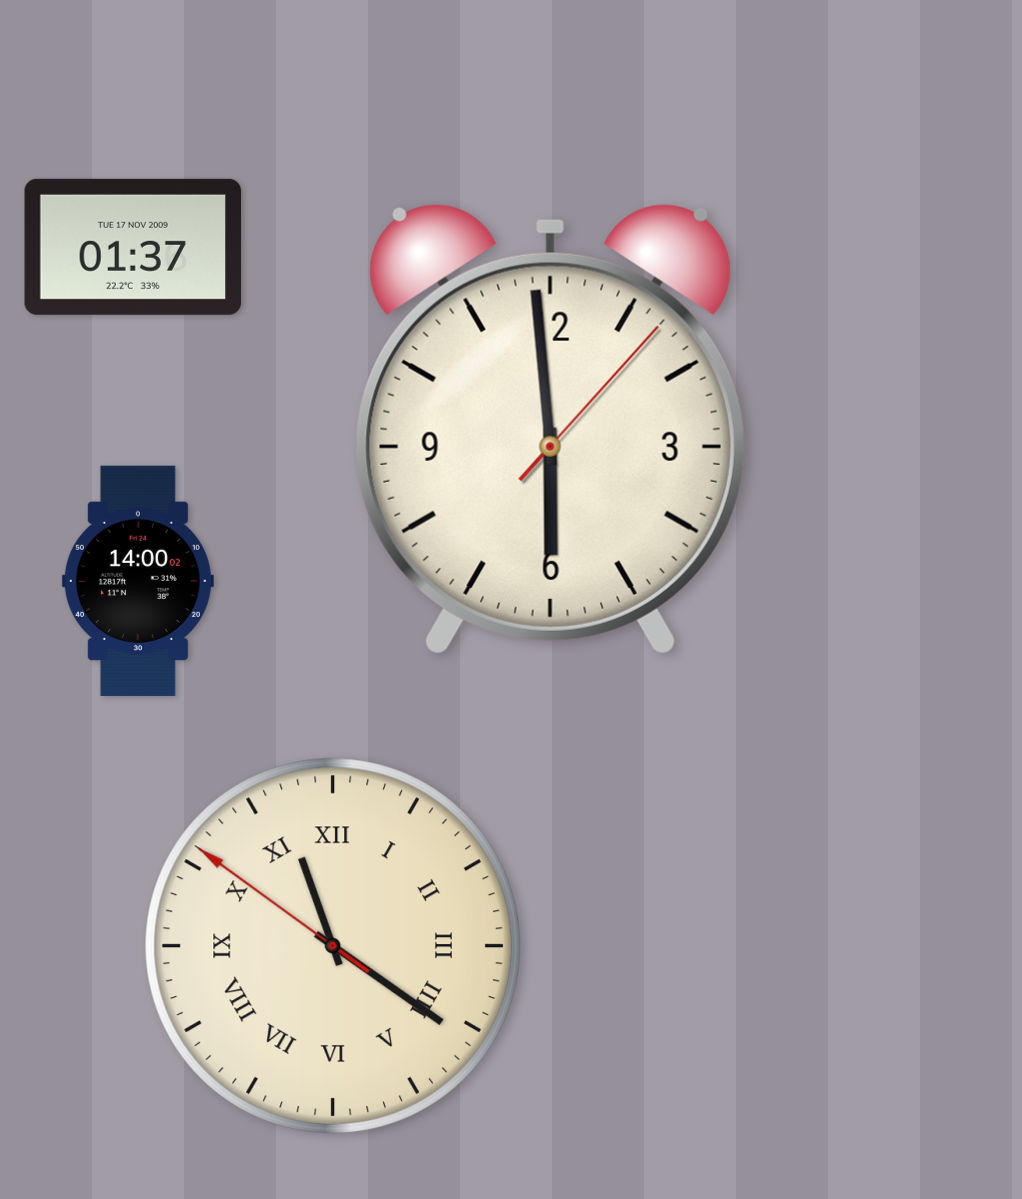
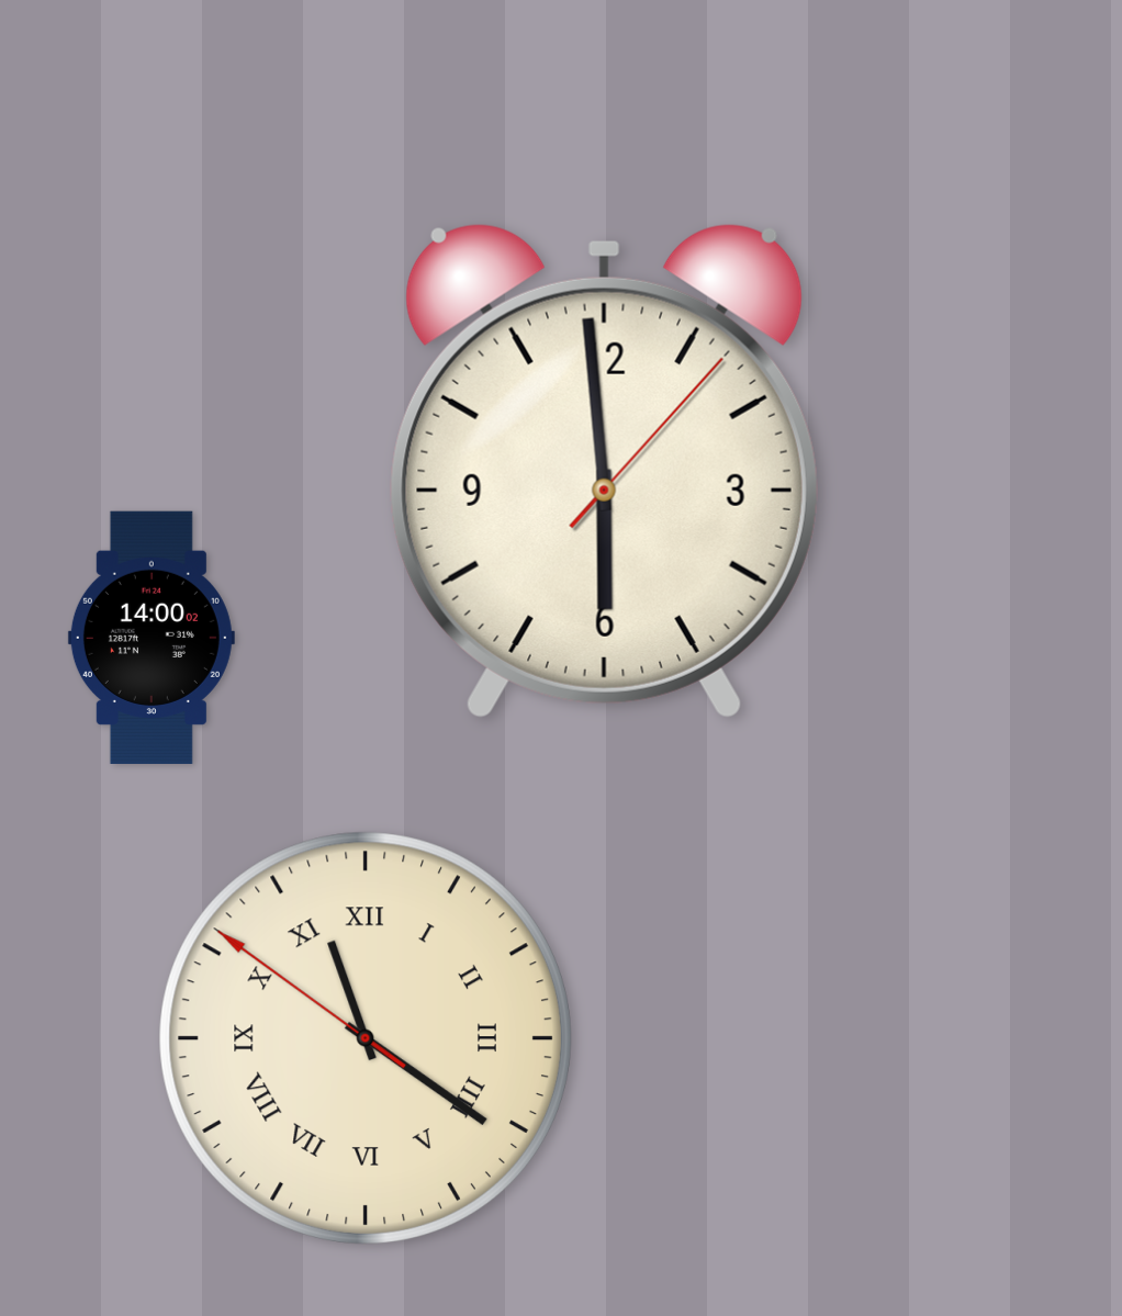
clock at (132, 247): 01:37 -> none
